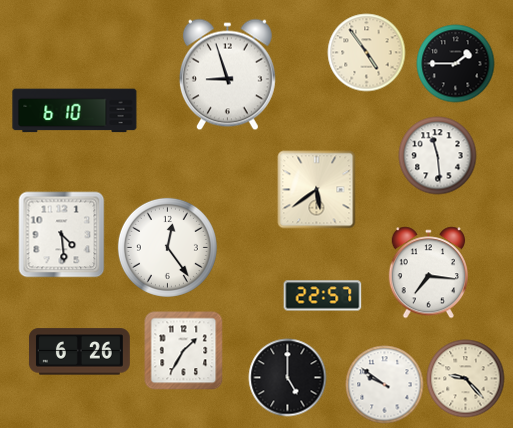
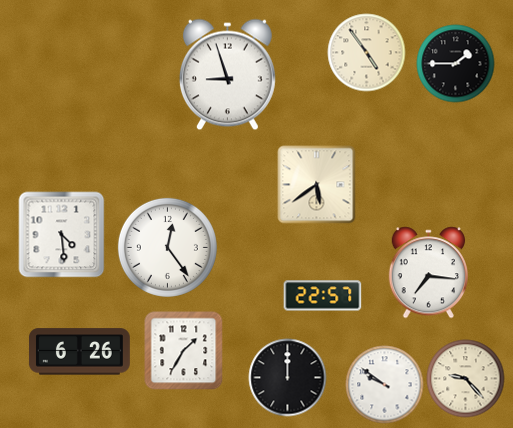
clock at (75, 111): 6:10 -> none
clock at (437, 155): 11:29 -> none
clock at (316, 189) position: (316, 189) -> (316, 184)
clock at (287, 377): 5:00 -> 12:00
